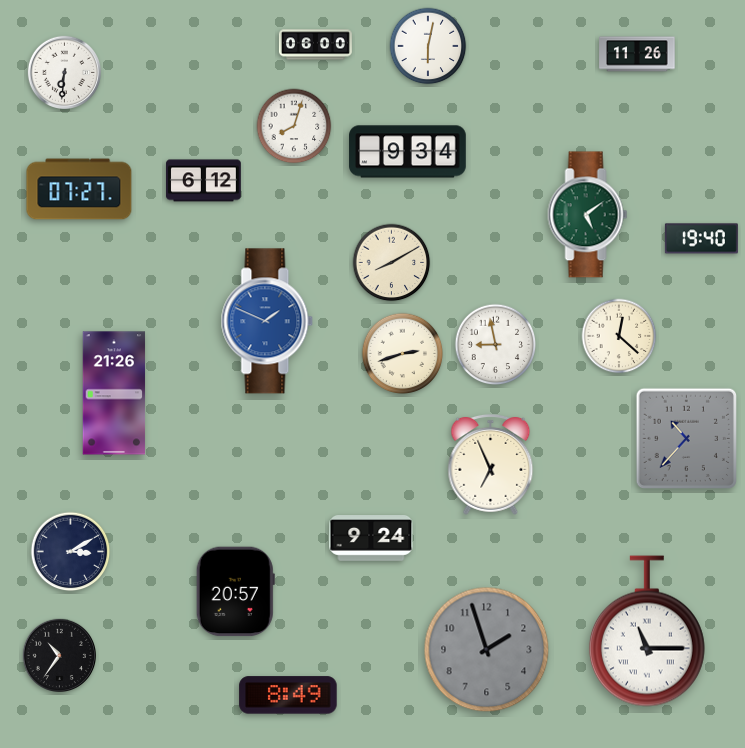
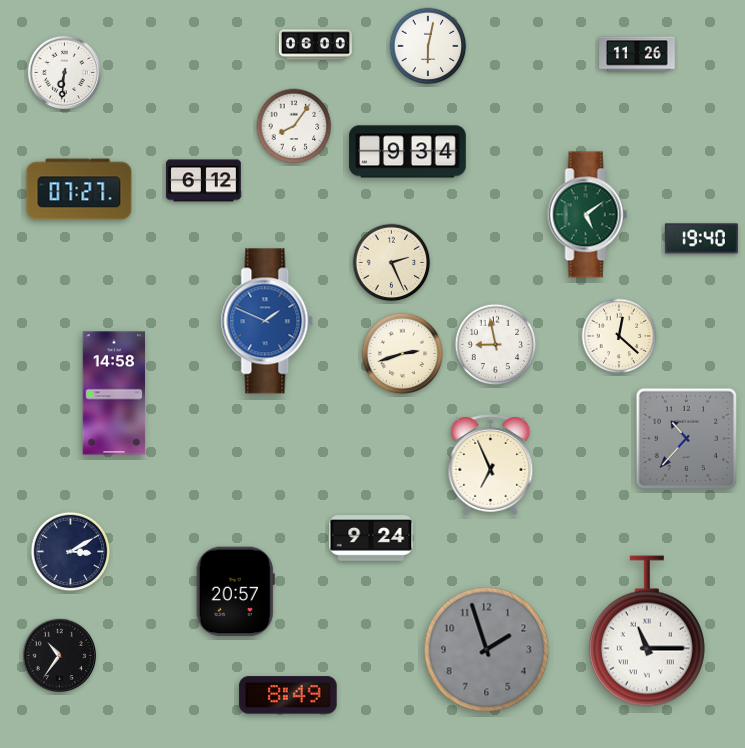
clock at (294, 126): 8:03 -> 8:06
clock at (392, 263): 8:10 -> 2:26
clock at (114, 393): 21:26 -> 14:58
